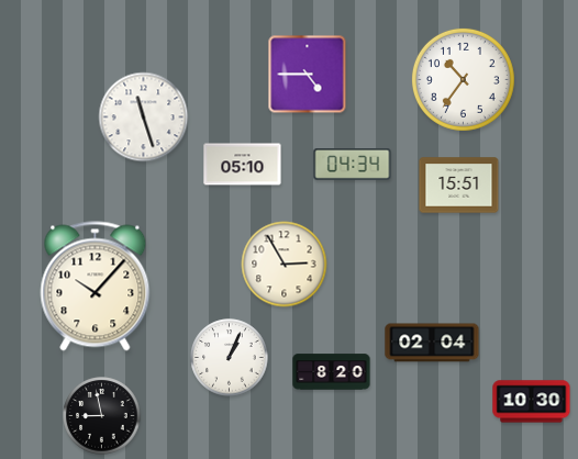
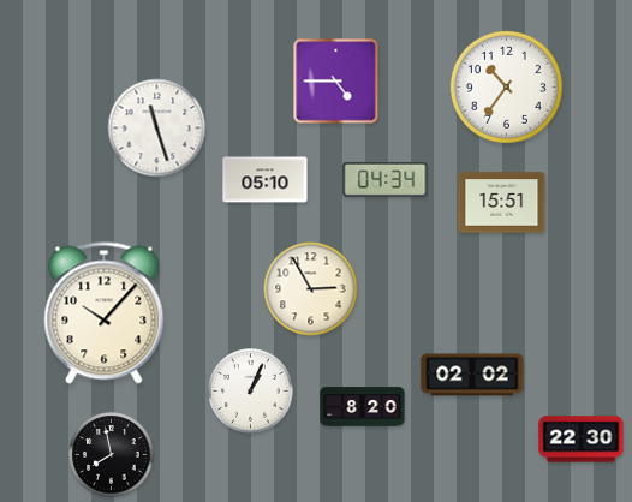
clock at (432, 343): 02:04 -> 02:02
clock at (532, 402): 10:30 -> 22:30
clock at (102, 416): 8:58 -> 7:58
